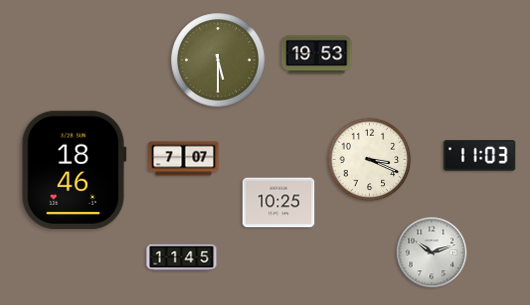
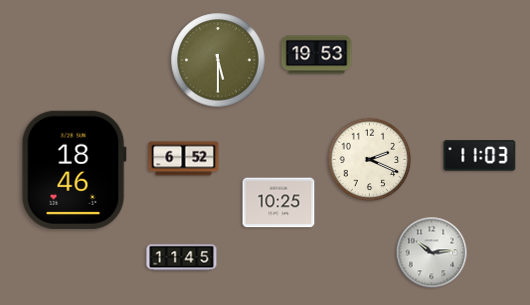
clock at (184, 159): 7:07 -> 6:52
clock at (370, 160): 3:19 -> 2:19
clock at (432, 253): 10:12 -> 10:14
